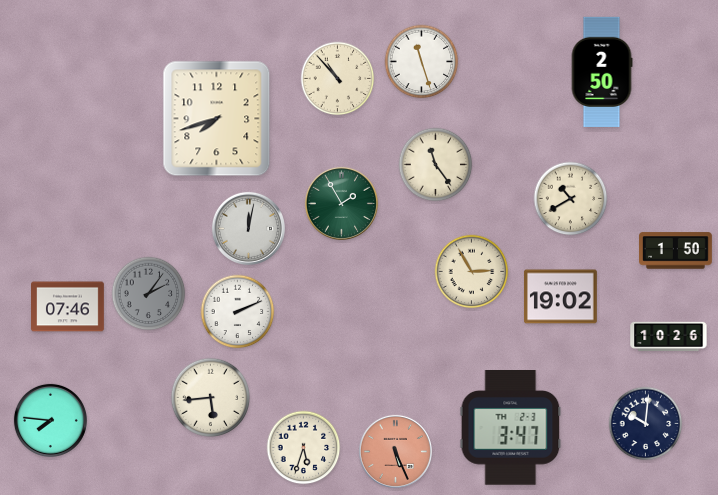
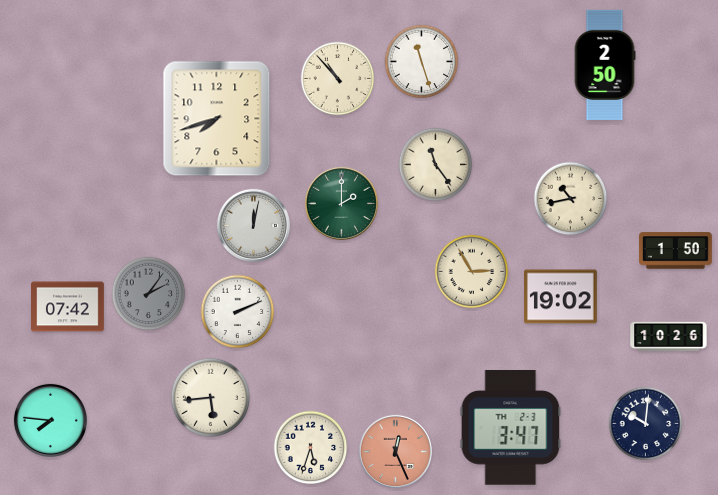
clock at (602, 71) position: (602, 71) -> (605, 64)
clock at (571, 199): 10:40 -> 10:43
clock at (341, 203): 1:55 -> 2:00
clock at (248, 228) position: (248, 228) -> (253, 225)
clock at (68, 307): 07:46 -> 07:42
clock at (304, 448) position: (304, 448) -> (311, 448)
clock at (395, 451): 5:26 -> 12:26
